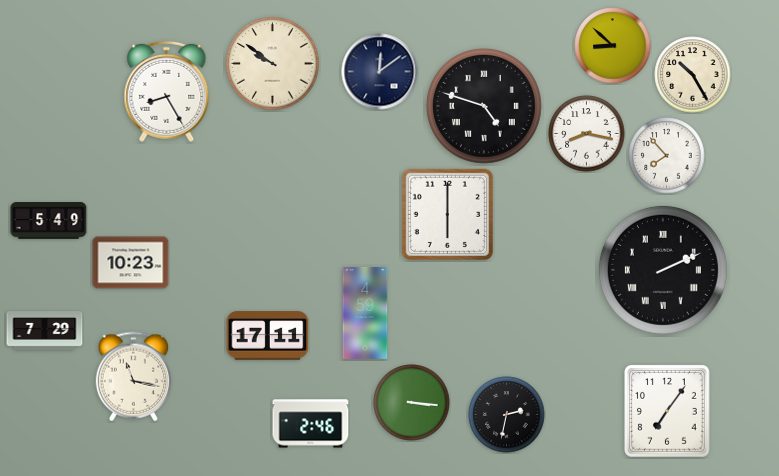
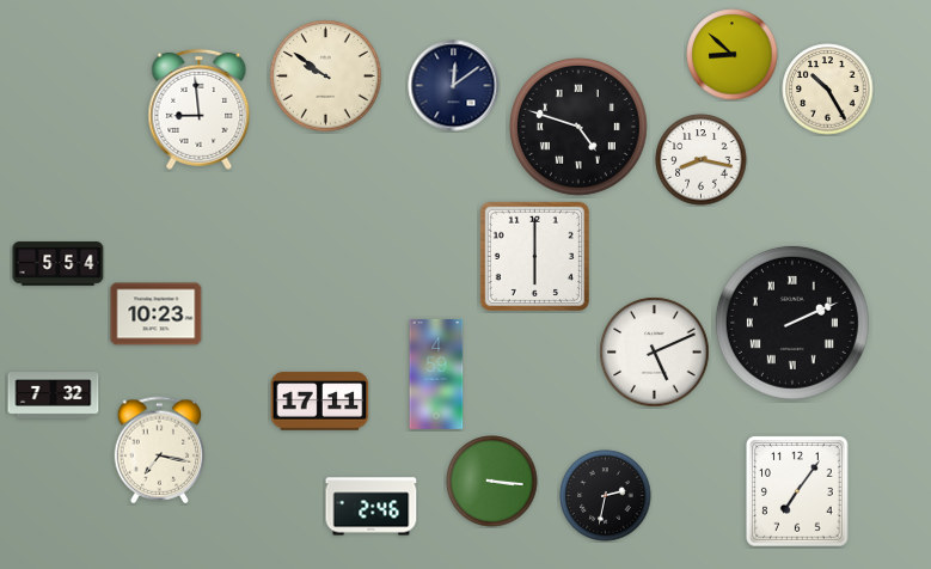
clock at (167, 91): 8:25 -> 8:59
clock at (667, 156): 7:53 -> none
clock at (49, 221): 5:49 -> 5:54
clock at (655, 353): none -> 5:11
clock at (45, 331): 7:29 -> 7:32
clock at (134, 377): 11:17 -> 7:17
